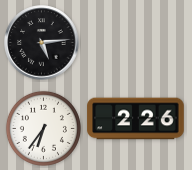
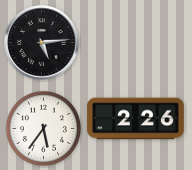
clock at (43, 128): 6:36 -> 5:36
